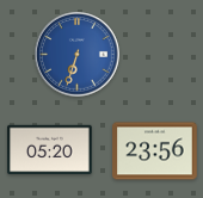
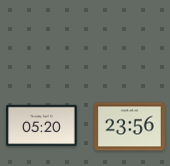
clock at (78, 55): 6:33 -> none
